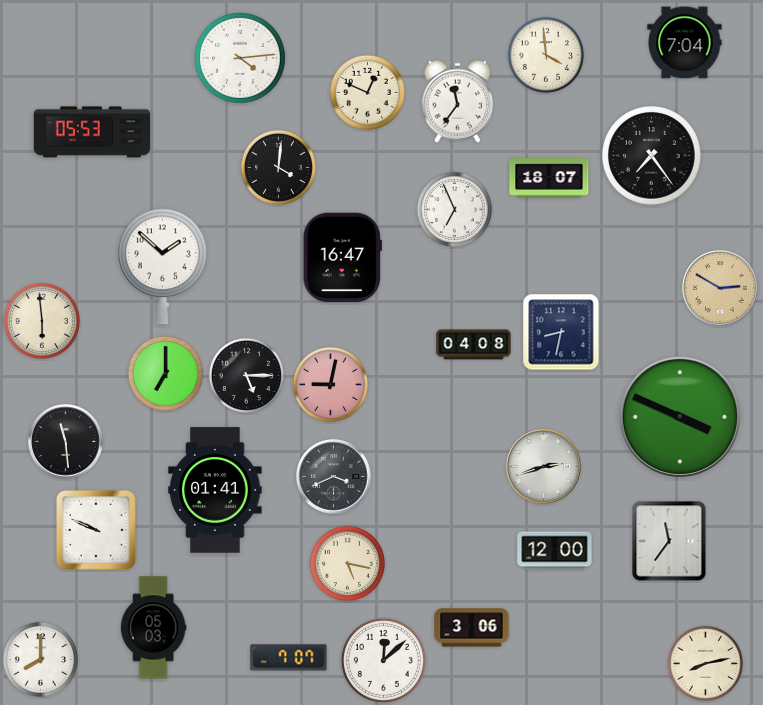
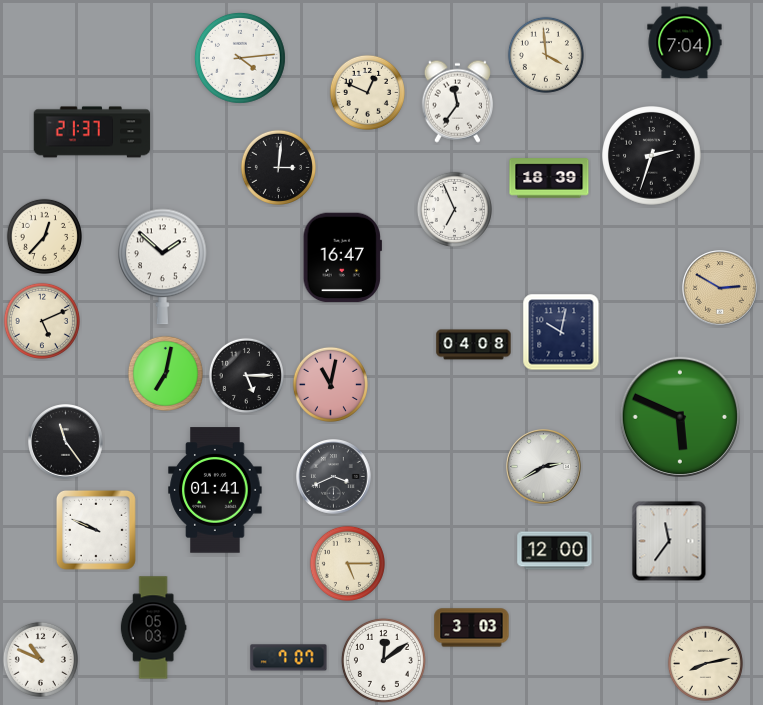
clock at (92, 132): 05:53 -> 21:37
clock at (652, 156): 7:24 -> 2:33
clock at (278, 167): 4:01 -> 3:01
clock at (549, 178): 18:07 -> 18:39
clock at (44, 236): none -> 12:37
clock at (42, 321): 5:59 -> 5:11
clock at (561, 332): 8:32 -> 10:02
clock at (165, 373): 7:00 -> 7:02
clock at (330, 384): 9:02 -> 11:02
clock at (680, 417): 3:49 -> 5:49
clock at (66, 442): 11:29 -> 11:24
clock at (544, 467): 2:42 -> 2:40
clock at (347, 563): 5:17 -> 5:15
clock at (472, 628): 3:06 -> 3:03
clock at (40, 659): 8:00 -> 10:49
clock at (383, 660): 12:08 -> 12:09
